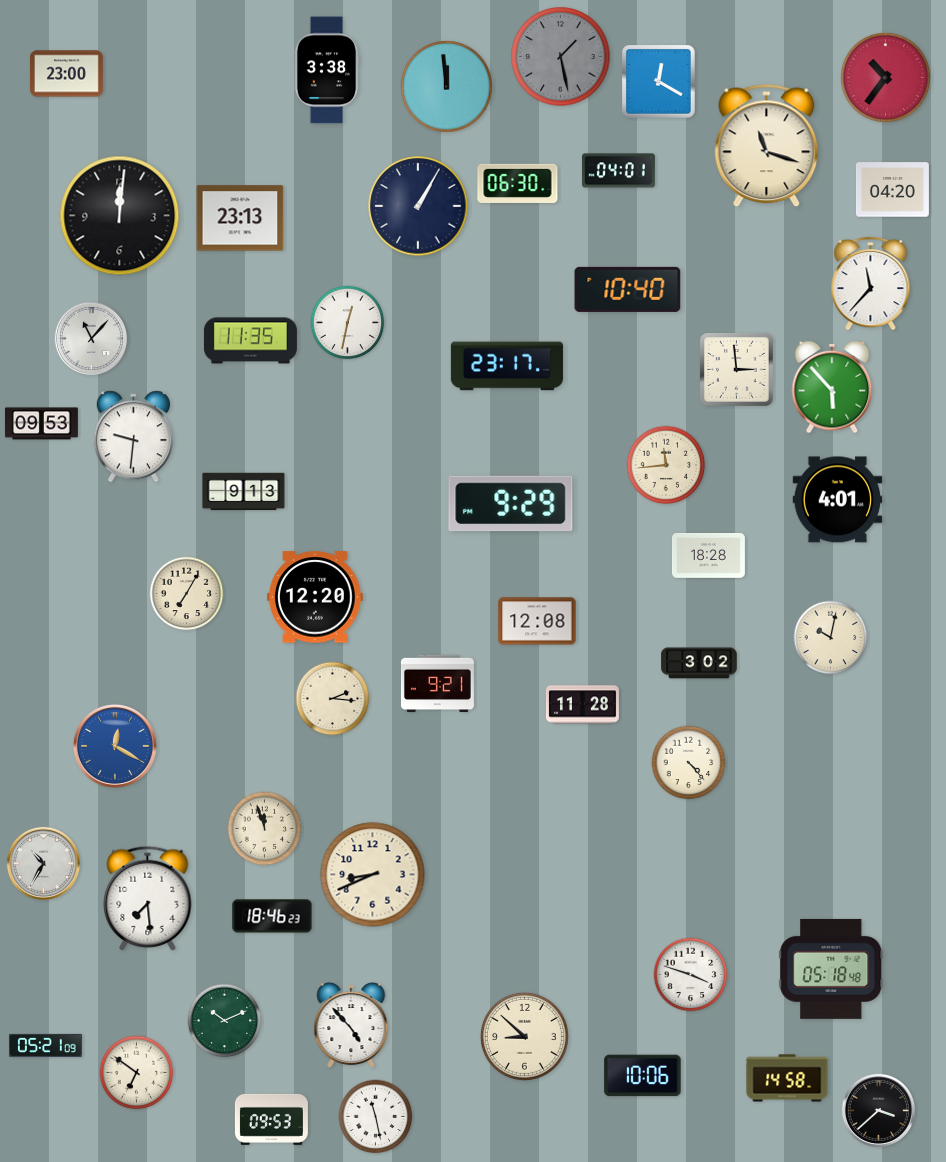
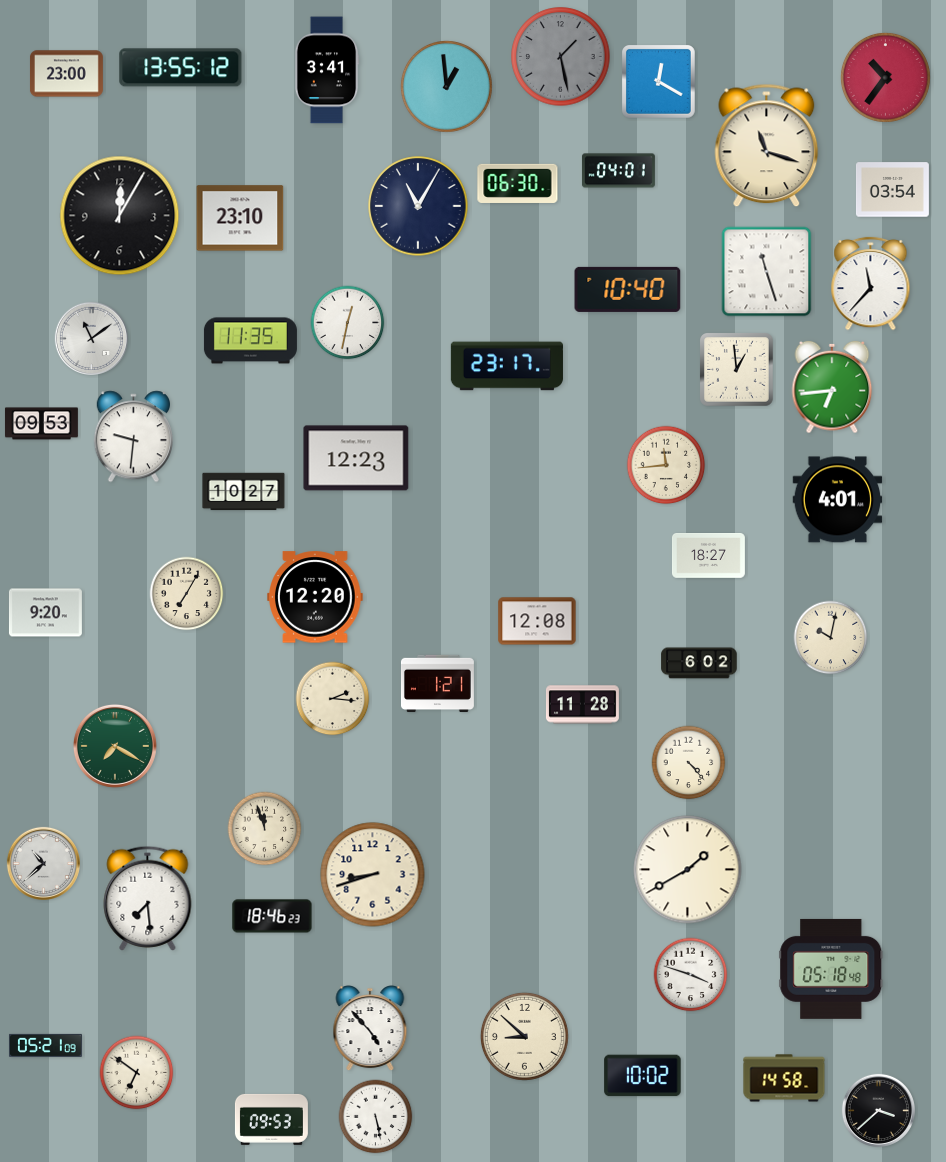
clock at (181, 68): none -> 13:55
clock at (327, 70): 3:38 -> 3:41
clock at (447, 87): 11:59 -> 12:59
clock at (892, 190): 04:20 -> 03:54
clock at (418, 206): 1:05 -> 11:05
clock at (120, 216): 12:01 -> 12:05
clock at (240, 218): 23:13 -> 23:10
clock at (767, 272): none -> 11:27
clock at (91, 338): 11:07 -> 11:09
clock at (737, 370): 2:59 -> 12:59
clock at (832, 387): 5:53 -> 6:44
clock at (356, 458): none -> 12:23
clock at (244, 492): 9:13 -> 10:27
clock at (511, 504): 9:29 -> none
clock at (708, 556): 18:28 -> 18:27
clock at (45, 613): none -> 9:20
clock at (699, 663): 3:02 -> 6:02
clock at (437, 684): 9:21 -> 1:21
clock at (115, 746): 12:20 -> 7:20
clock at (115, 746) dial: blue -> green
clock at (43, 863): 10:35 -> 10:38
clock at (688, 870): none -> 1:40
clock at (373, 875): 8:41 -> 8:42
clock at (225, 1021): 10:11 -> none
clock at (351, 1026) position: (351, 1026) -> (370, 1029)
clock at (643, 1076): 10:06 -> 10:02
clock at (787, 1078) position: (787, 1078) -> (784, 1078)
clock at (376, 1117): 11:28 -> 5:28
